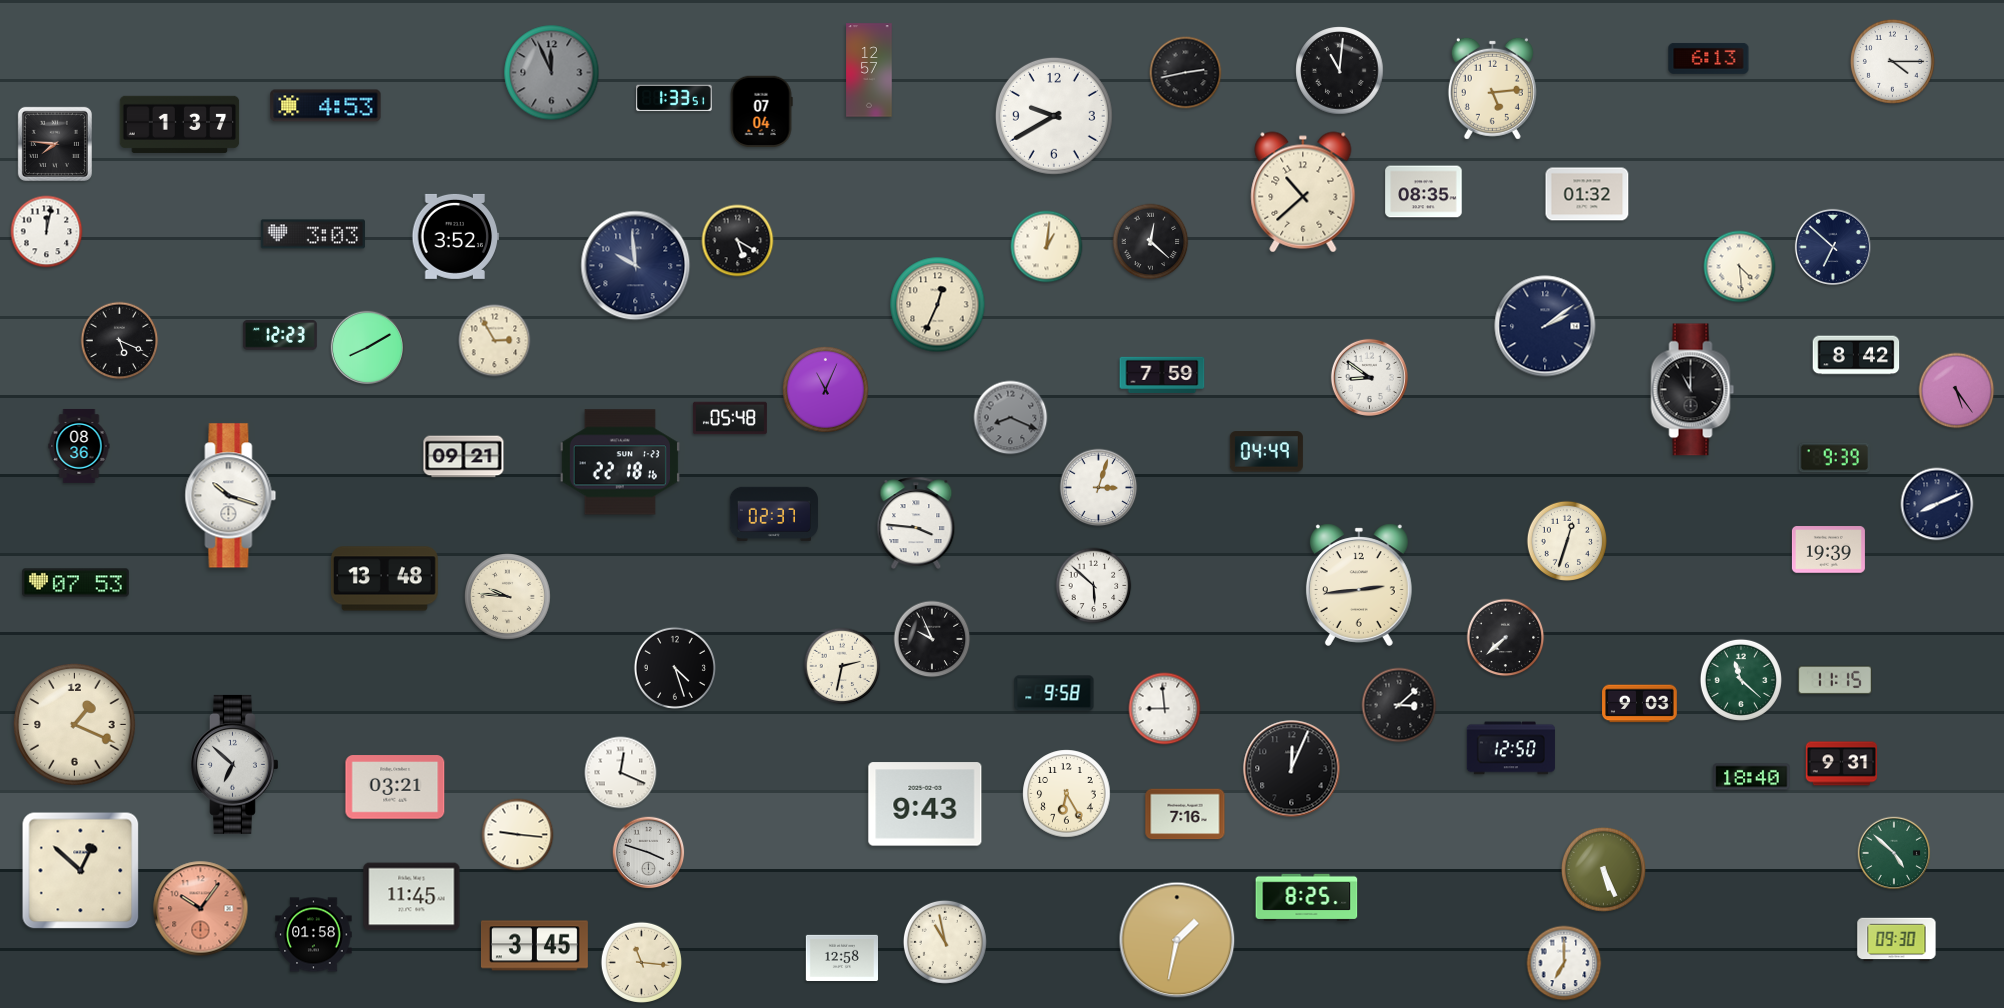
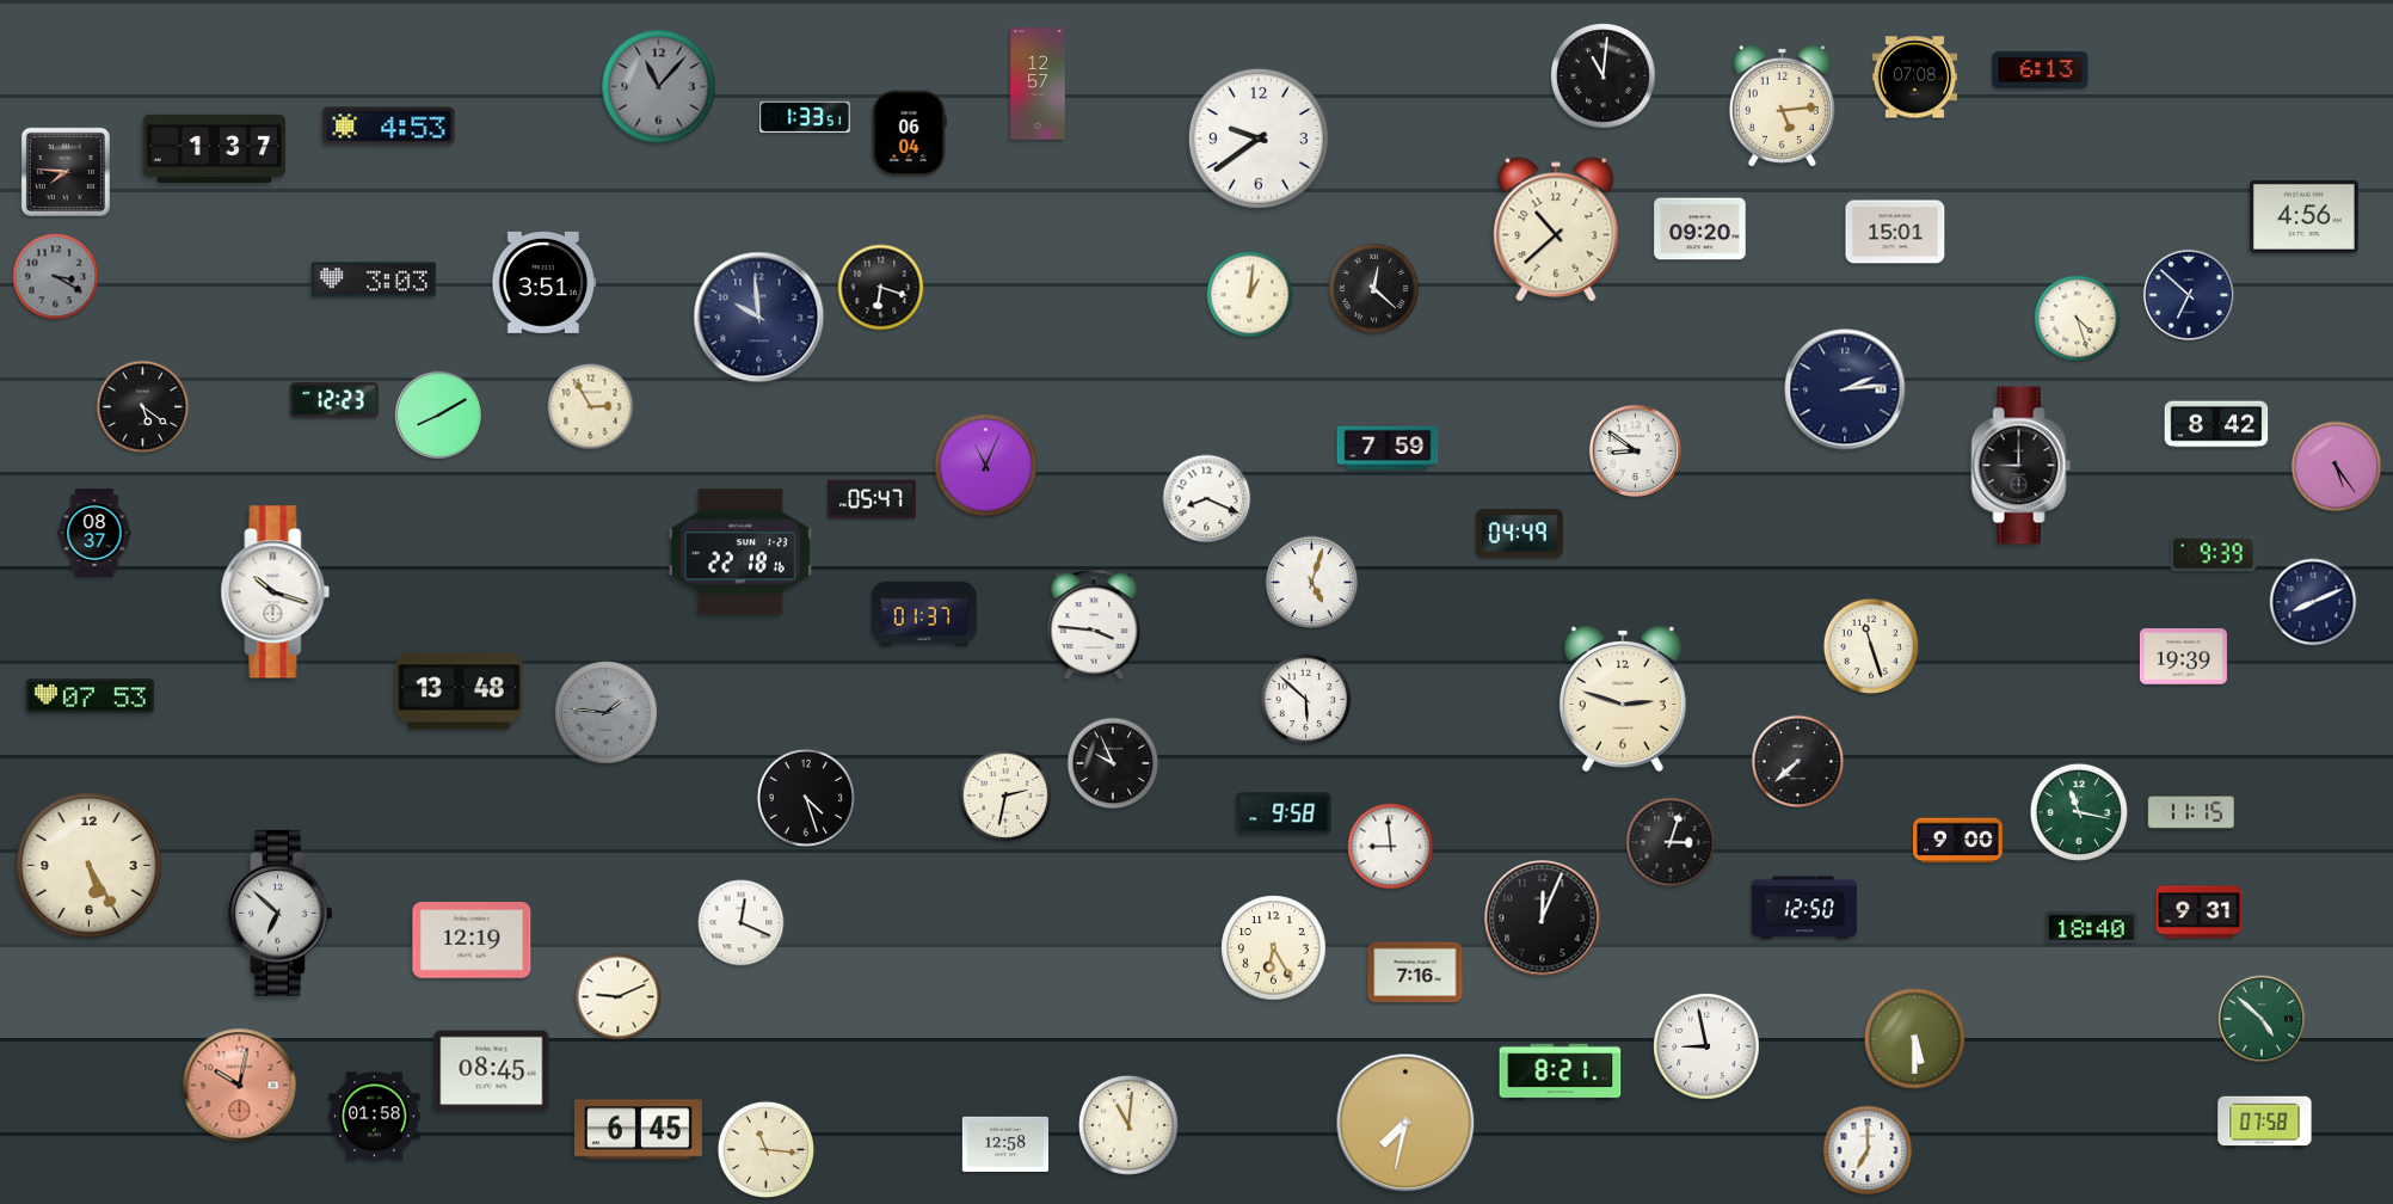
clock at (1892, 61): 4:15 -> none
clock at (1915, 78): none -> 07:08
clock at (1340, 71) position: (1340, 71) -> (1604, 76)
clock at (552, 73): 11:56 -> 11:07
clock at (1186, 73): 2:43 -> none
clock at (761, 112): 07:04 -> 06:04
clock at (1054, 116): 9:40 -> 9:39
clock at (2303, 216): none -> 4:56
clock at (1424, 192): 08:35 -> 09:20
clock at (1587, 194): 01:32 -> 15:01
clock at (47, 232): 12:02 -> 3:20
clock at (47, 232) dial: white -> grey
clock at (456, 236): 3:52 -> 3:51
clock at (738, 241): 5:20 -> 6:18
clock at (1740, 267): 4:29 -> 4:27
clock at (938, 305): 12:34 -> none
clock at (1545, 326): 2:09 -> 2:14
clock at (120, 341): 5:19 -> 5:21
clock at (1693, 390): 11:00 -> 9:00
clock at (730, 418): 05:48 -> 05:47
clock at (1011, 418) dial: grey -> white
clock at (79, 446): 08:36 -> 08:37
clock at (1266, 452) position: (1266, 452) -> (1519, 534)
clock at (464, 457): 09:21 -> none
clock at (1835, 458) position: (1835, 458) -> (2214, 554)
clock at (1099, 488): 3:03 -> 5:03
clock at (774, 513): 02:37 -> 01:37
clock at (1566, 540): 12:33 -> 11:27
clock at (1359, 585): 2:44 -> 2:48
clock at (508, 597): 9:46 -> 1:46
clock at (508, 597) dial: cream -> grey
clock at (1741, 680): 11:22 -> 11:17
clock at (1054, 693) position: (1054, 693) -> (1284, 813)
clock at (1640, 704): 9:03 -> 9:00
clock at (1399, 705): 3:08 -> 3:03
clock at (75, 725): 1:19 -> 5:25
clock at (1511, 748) position: (1511, 748) -> (1804, 908)
clock at (395, 787): 03:21 -> 12:19
clock at (925, 804): 9:43 -> none
clock at (518, 835): 9:16 -> 9:11
clock at (649, 853): 3:48 -> none
clock at (1603, 869): 5:26 -> 5:30
clock at (81, 871): 12:52 -> none
clock at (1706, 1046): none -> 8:58
clock at (412, 897): 11:45 -> 08:45
clock at (1307, 897): 8:25 -> 8:21
clock at (201, 909): 10:06 -> 10:02
clock at (1177, 940): 1:32 -> 7:32
clock at (1897, 940): 09:30 -> 07:58
clock at (945, 942): 10:58 -> 11:01
clock at (534, 946): 3:45 -> 6:45
